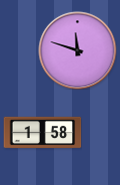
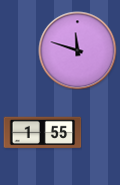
clock at (42, 133): 1:58 -> 1:55
